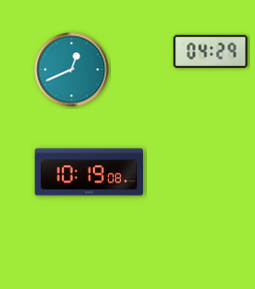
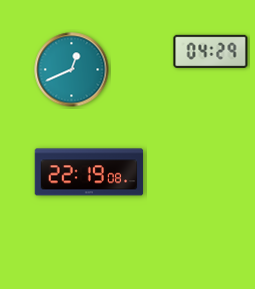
clock at (89, 172): 10:19 -> 22:19
